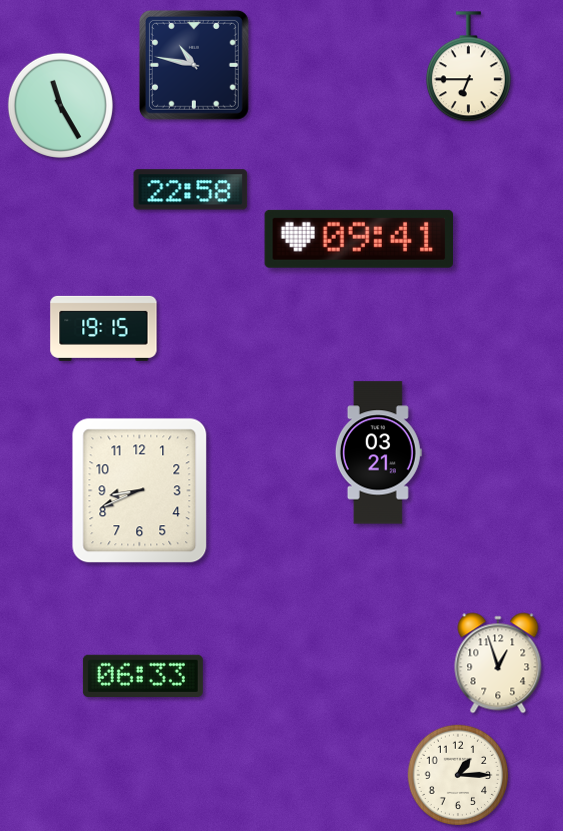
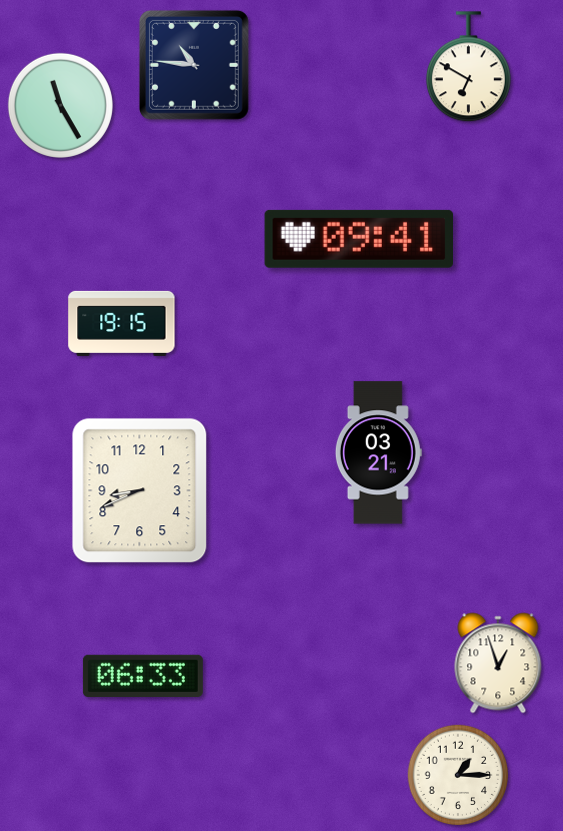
clock at (194, 65): 10:47 -> 10:46
clock at (468, 67): 6:45 -> 6:50
clock at (191, 190): 22:58 -> none
clock at (104, 328) position: (104, 328) -> (122, 323)
